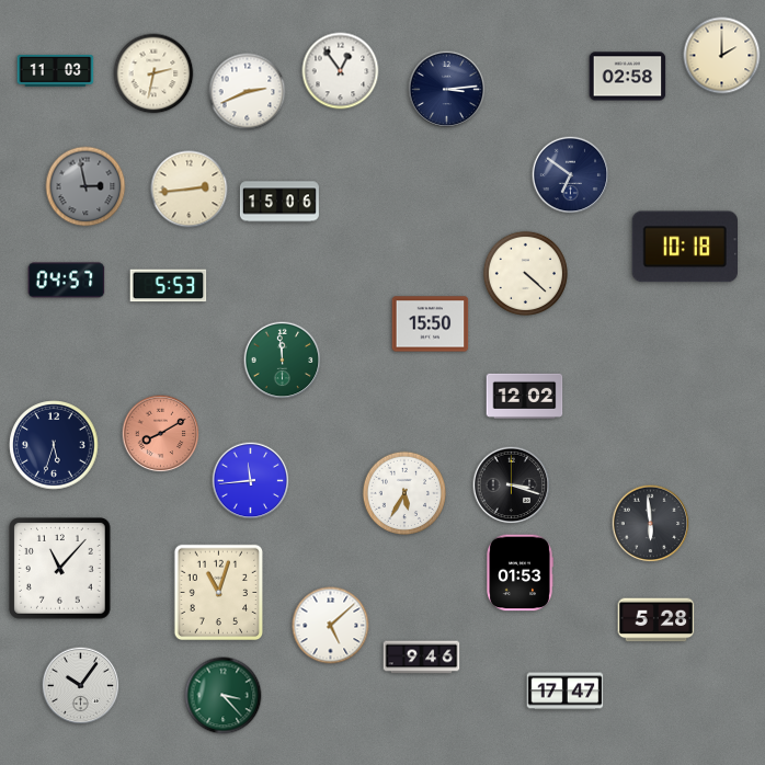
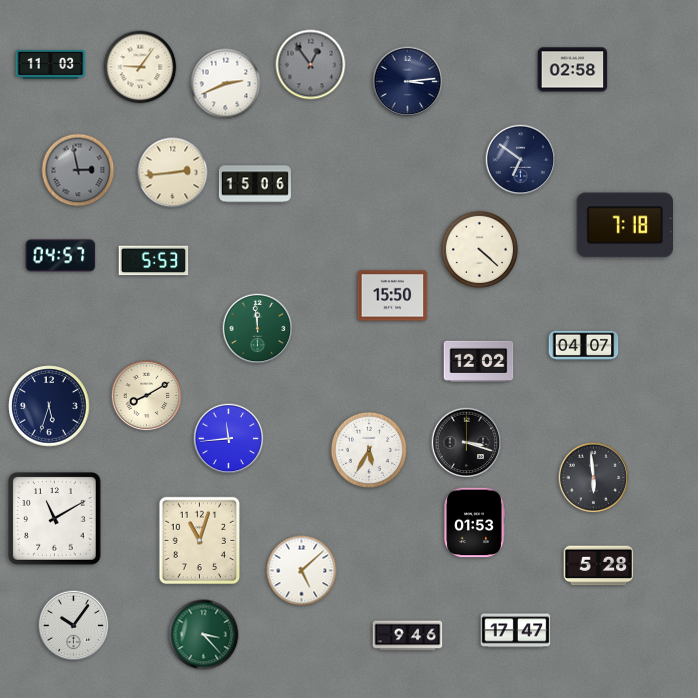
clock at (722, 56): 2:00 -> none
clock at (341, 71) dial: white -> grey
clock at (153, 73): 2:32 -> 9:06
clock at (684, 247): 10:18 -> 7:18
clock at (584, 346): none -> 04:07
clock at (161, 434) dial: salmon -> cream
clock at (60, 569): 11:07 -> 11:10
clock at (422, 658) position: (422, 658) -> (408, 636)
